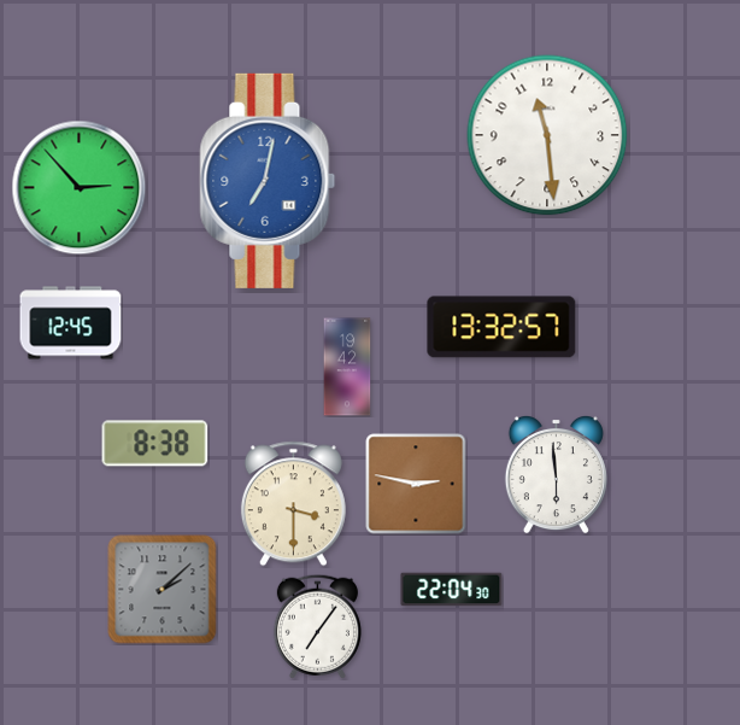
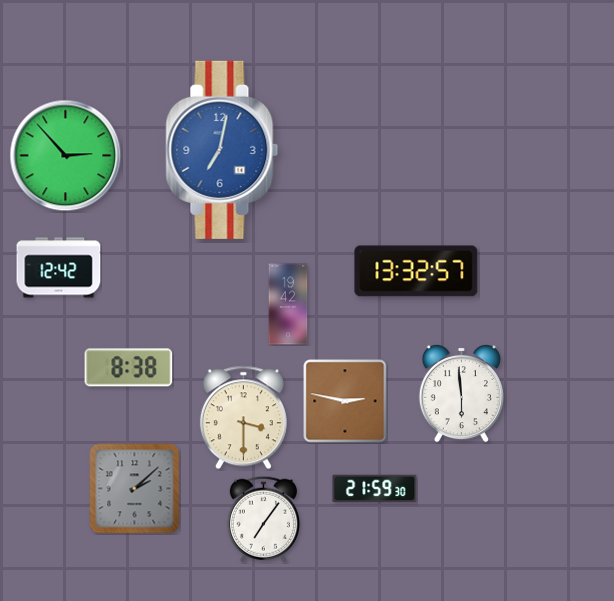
clock at (547, 135): 11:29 -> none
clock at (71, 323): 12:45 -> 12:42
clock at (452, 590): 22:04 -> 21:59
